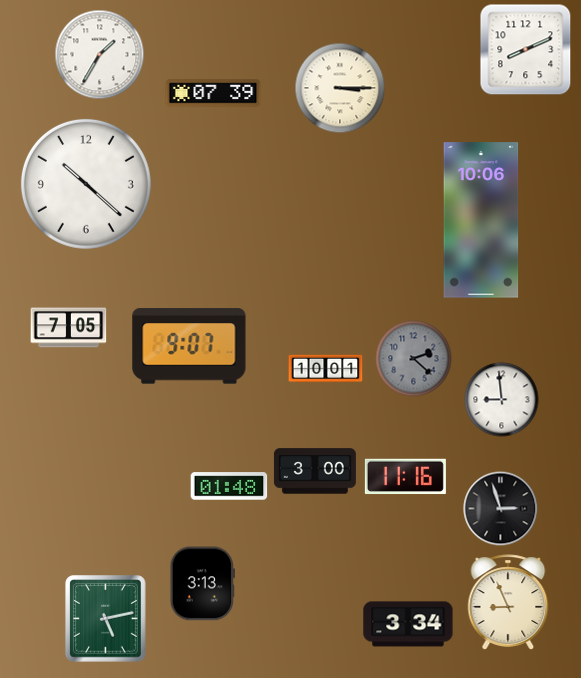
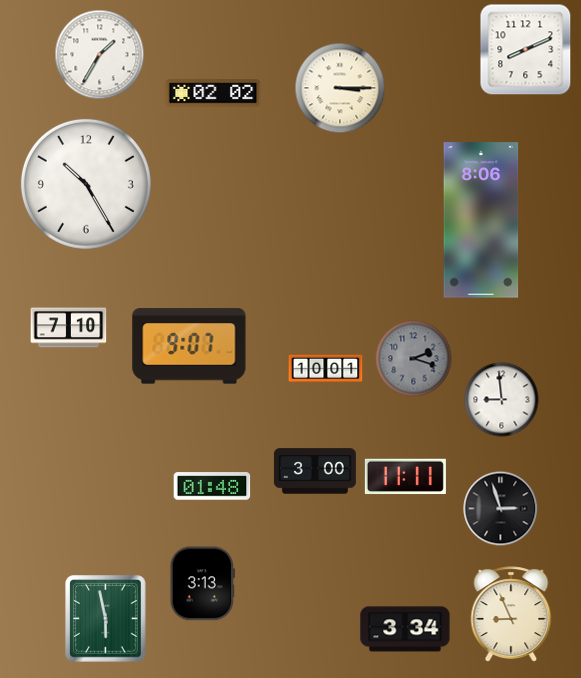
clock at (213, 93): 07:39 -> 02:02
clock at (86, 184): 10:22 -> 10:25
clock at (481, 220): 10:06 -> 8:06
clock at (69, 328): 7:05 -> 7:10
clock at (414, 359): 2:22 -> 2:18
clock at (405, 477): 11:16 -> 11:11
clock at (229, 486) position: (229, 486) -> (212, 486)
clock at (508, 602) position: (508, 602) -> (511, 614)
clock at (106, 619): 5:13 -> 5:58
clock at (408, 624) position: (408, 624) -> (405, 629)
